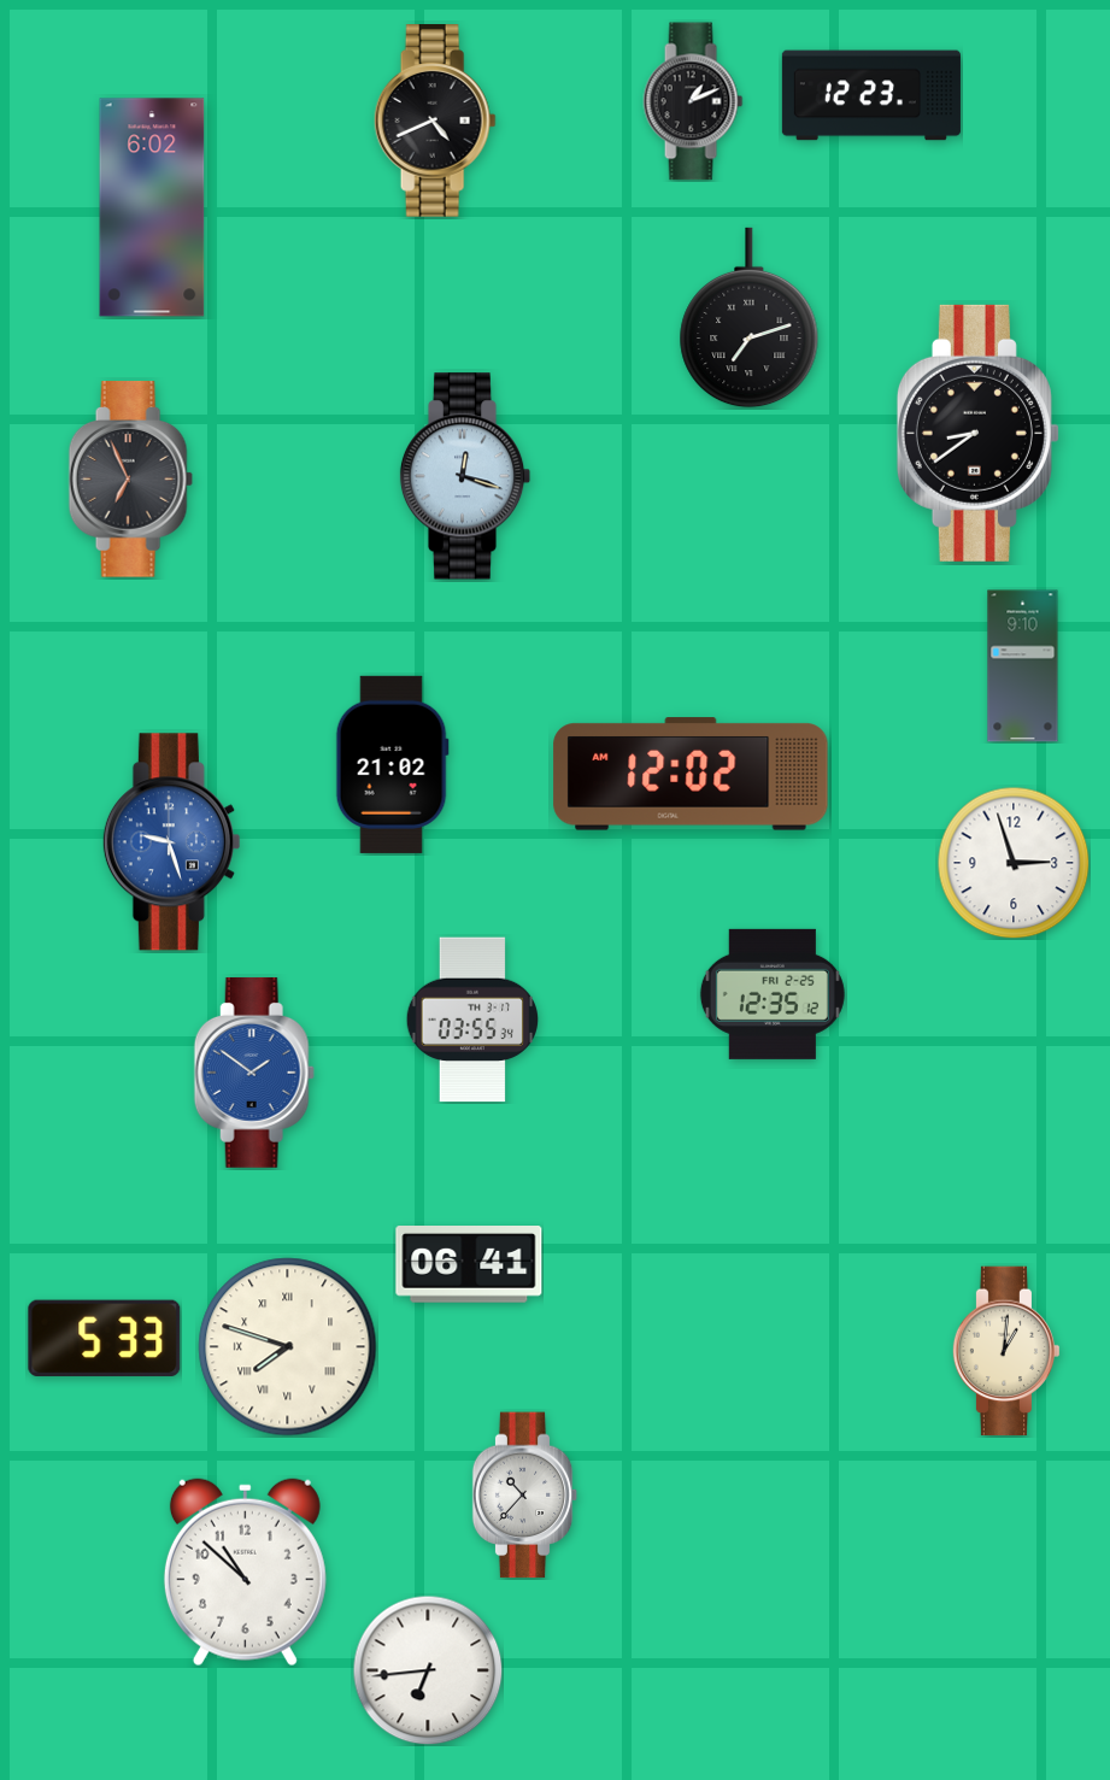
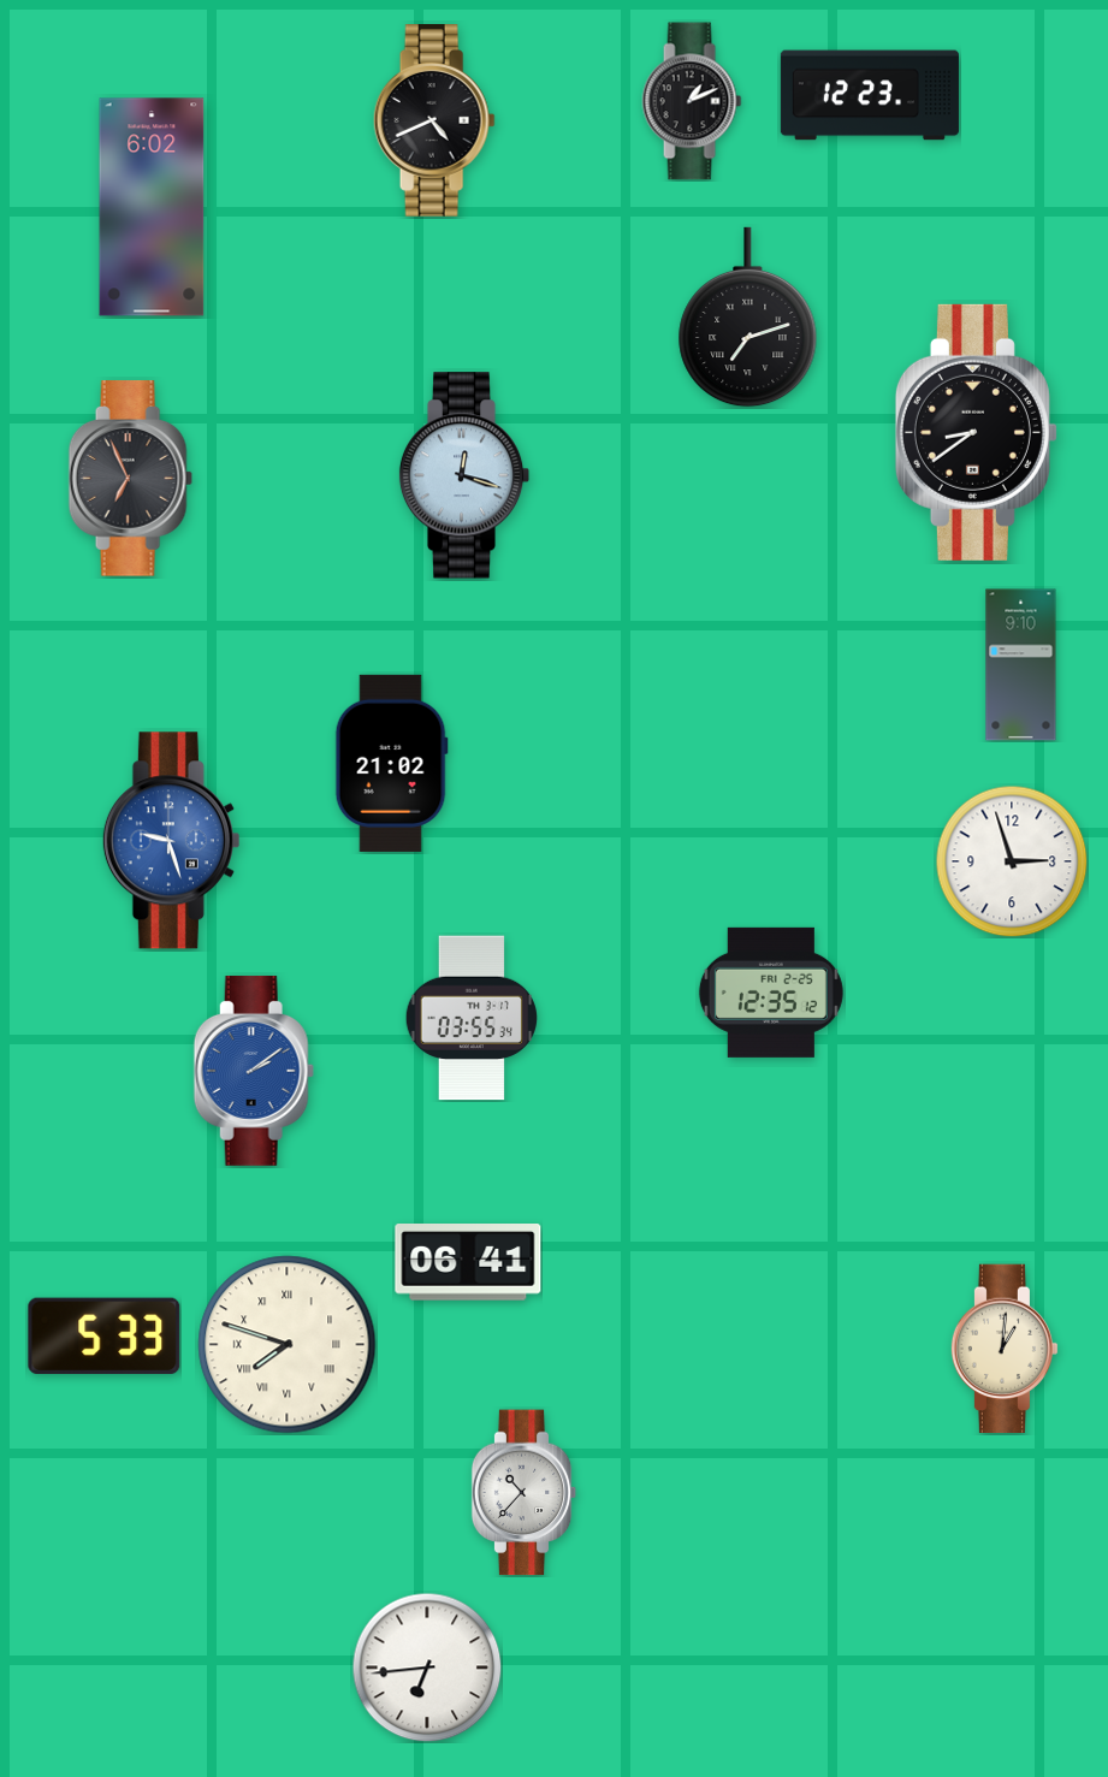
clock at (691, 774): 12:02 -> none
clock at (254, 1073): 1:51 -> 2:09
clock at (245, 1573): 10:52 -> none
